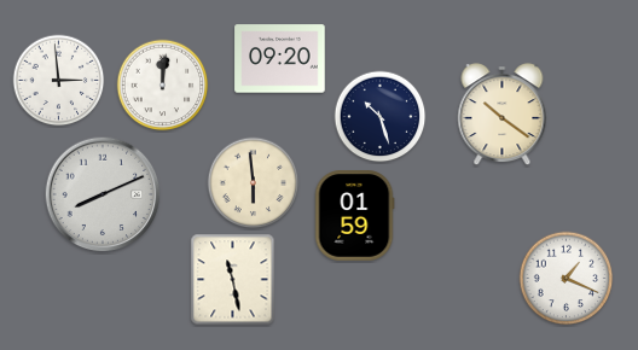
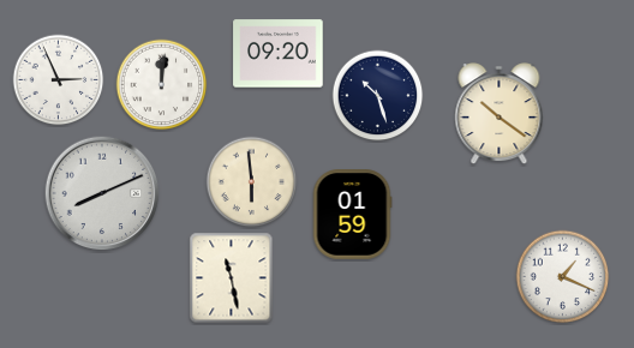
clock at (280, 59) position: (280, 59) -> (279, 54)
clock at (59, 81): 2:59 -> 2:56
clock at (381, 117) position: (381, 117) -> (378, 96)
